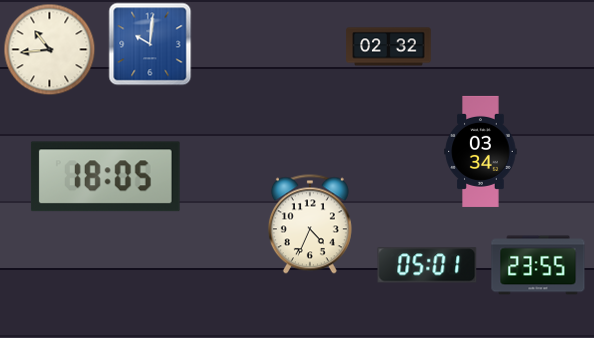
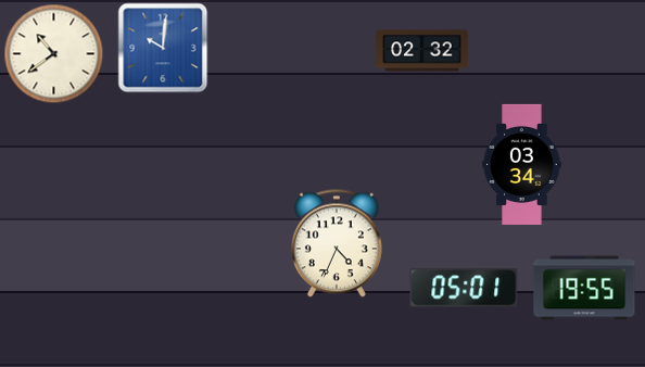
clock at (50, 50): 10:44 -> 10:39
clock at (105, 177): 18:05 -> none
clock at (538, 265): 23:55 -> 19:55
